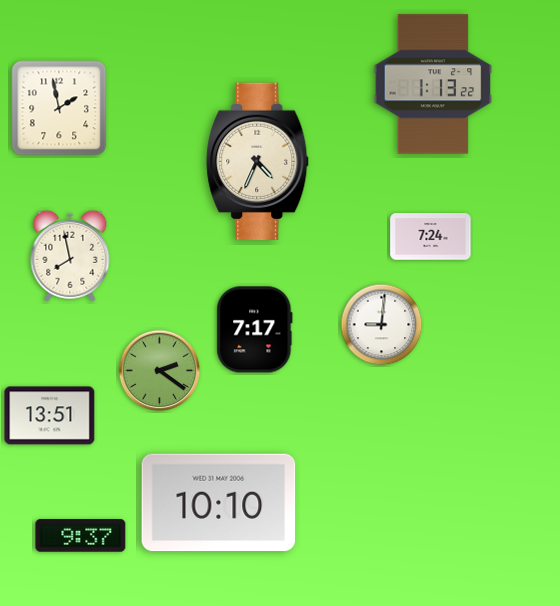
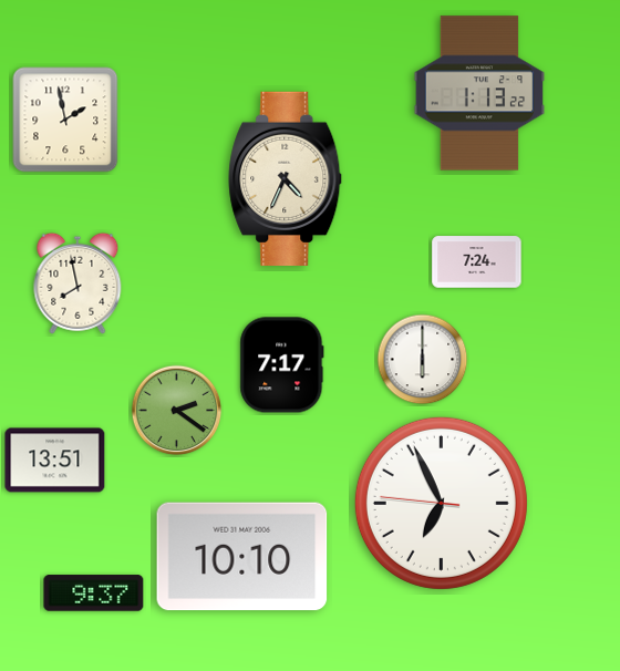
clock at (382, 325): 9:01 -> 6:00
clock at (441, 503): none -> 6:55
clock at (81, 536) position: (81, 536) -> (94, 593)
